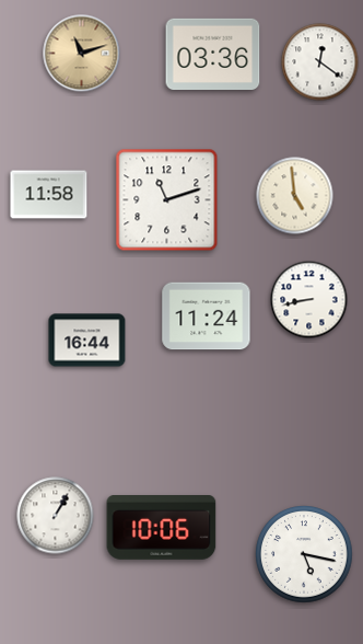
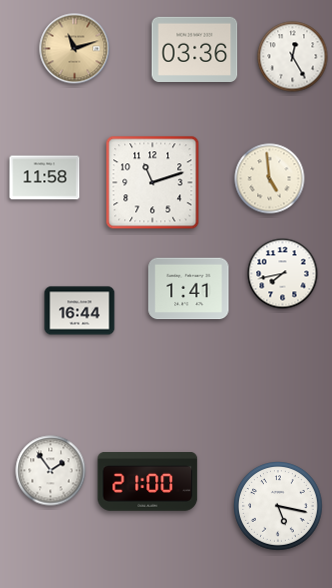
clock at (320, 62): 12:21 -> 12:25
clock at (309, 300): 8:43 -> 7:43
clock at (207, 317): 11:24 -> 1:41
clock at (56, 516): 1:05 -> 1:54
clock at (162, 528): 10:06 -> 21:00
